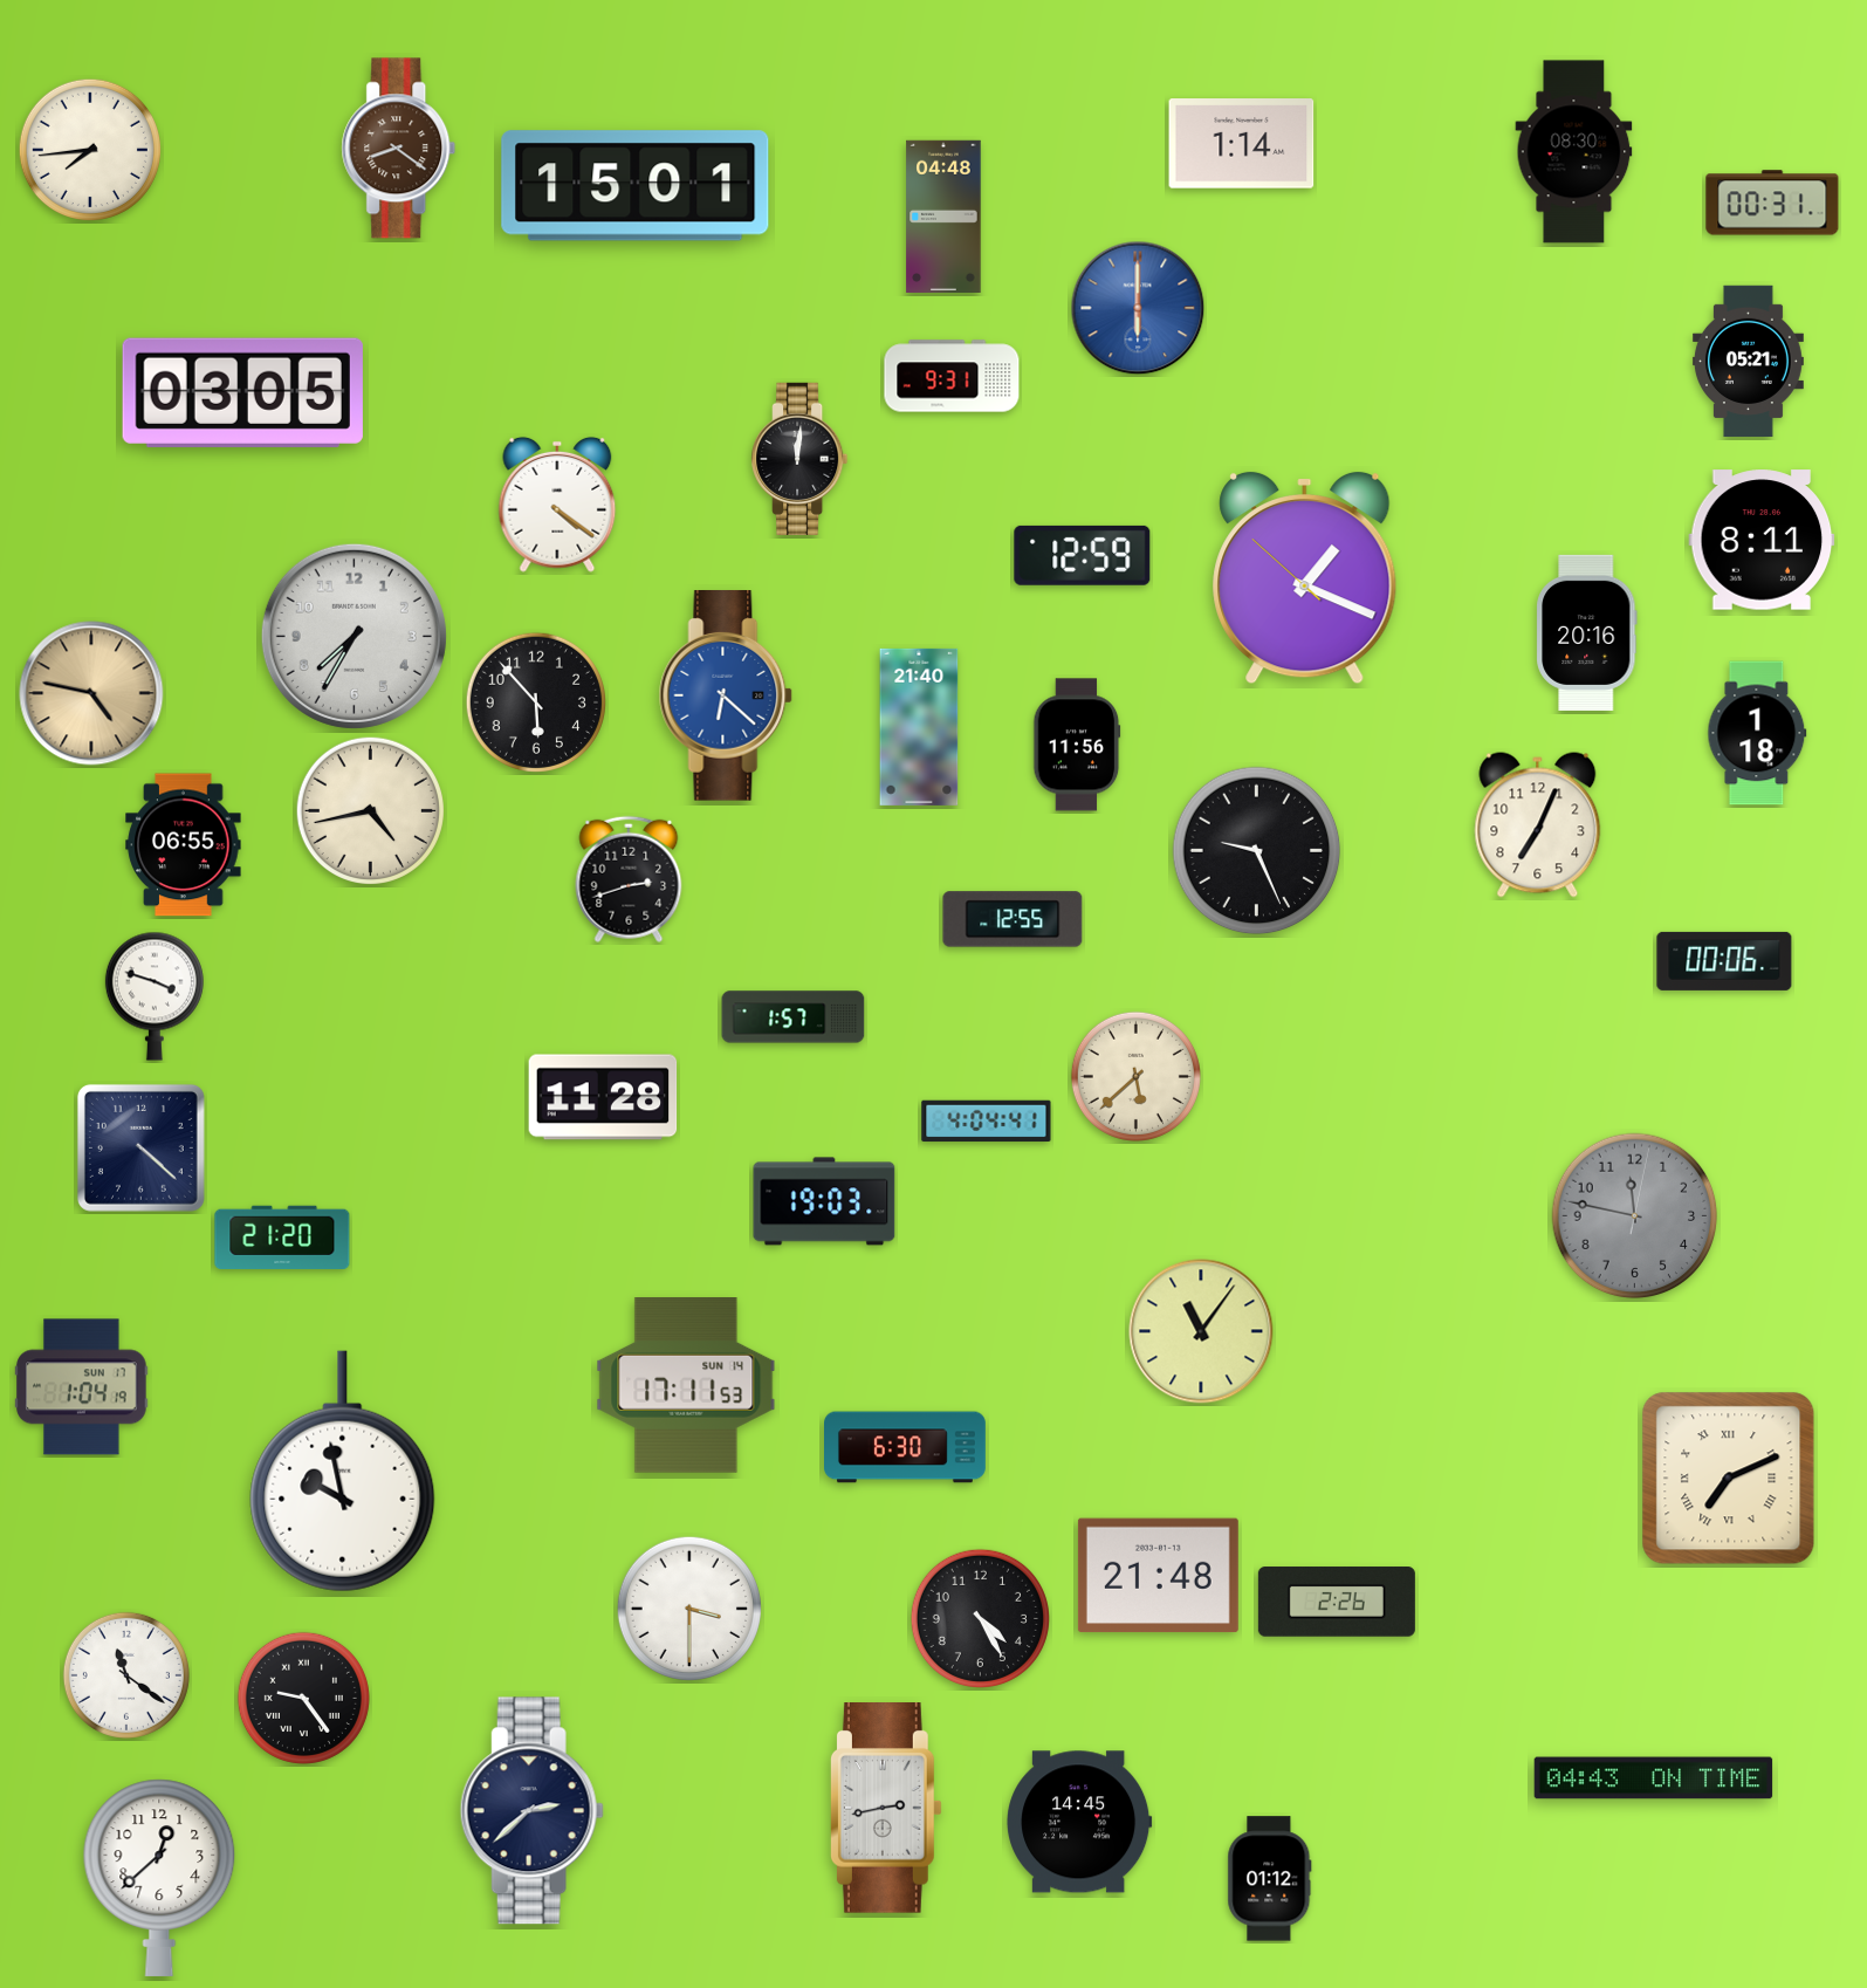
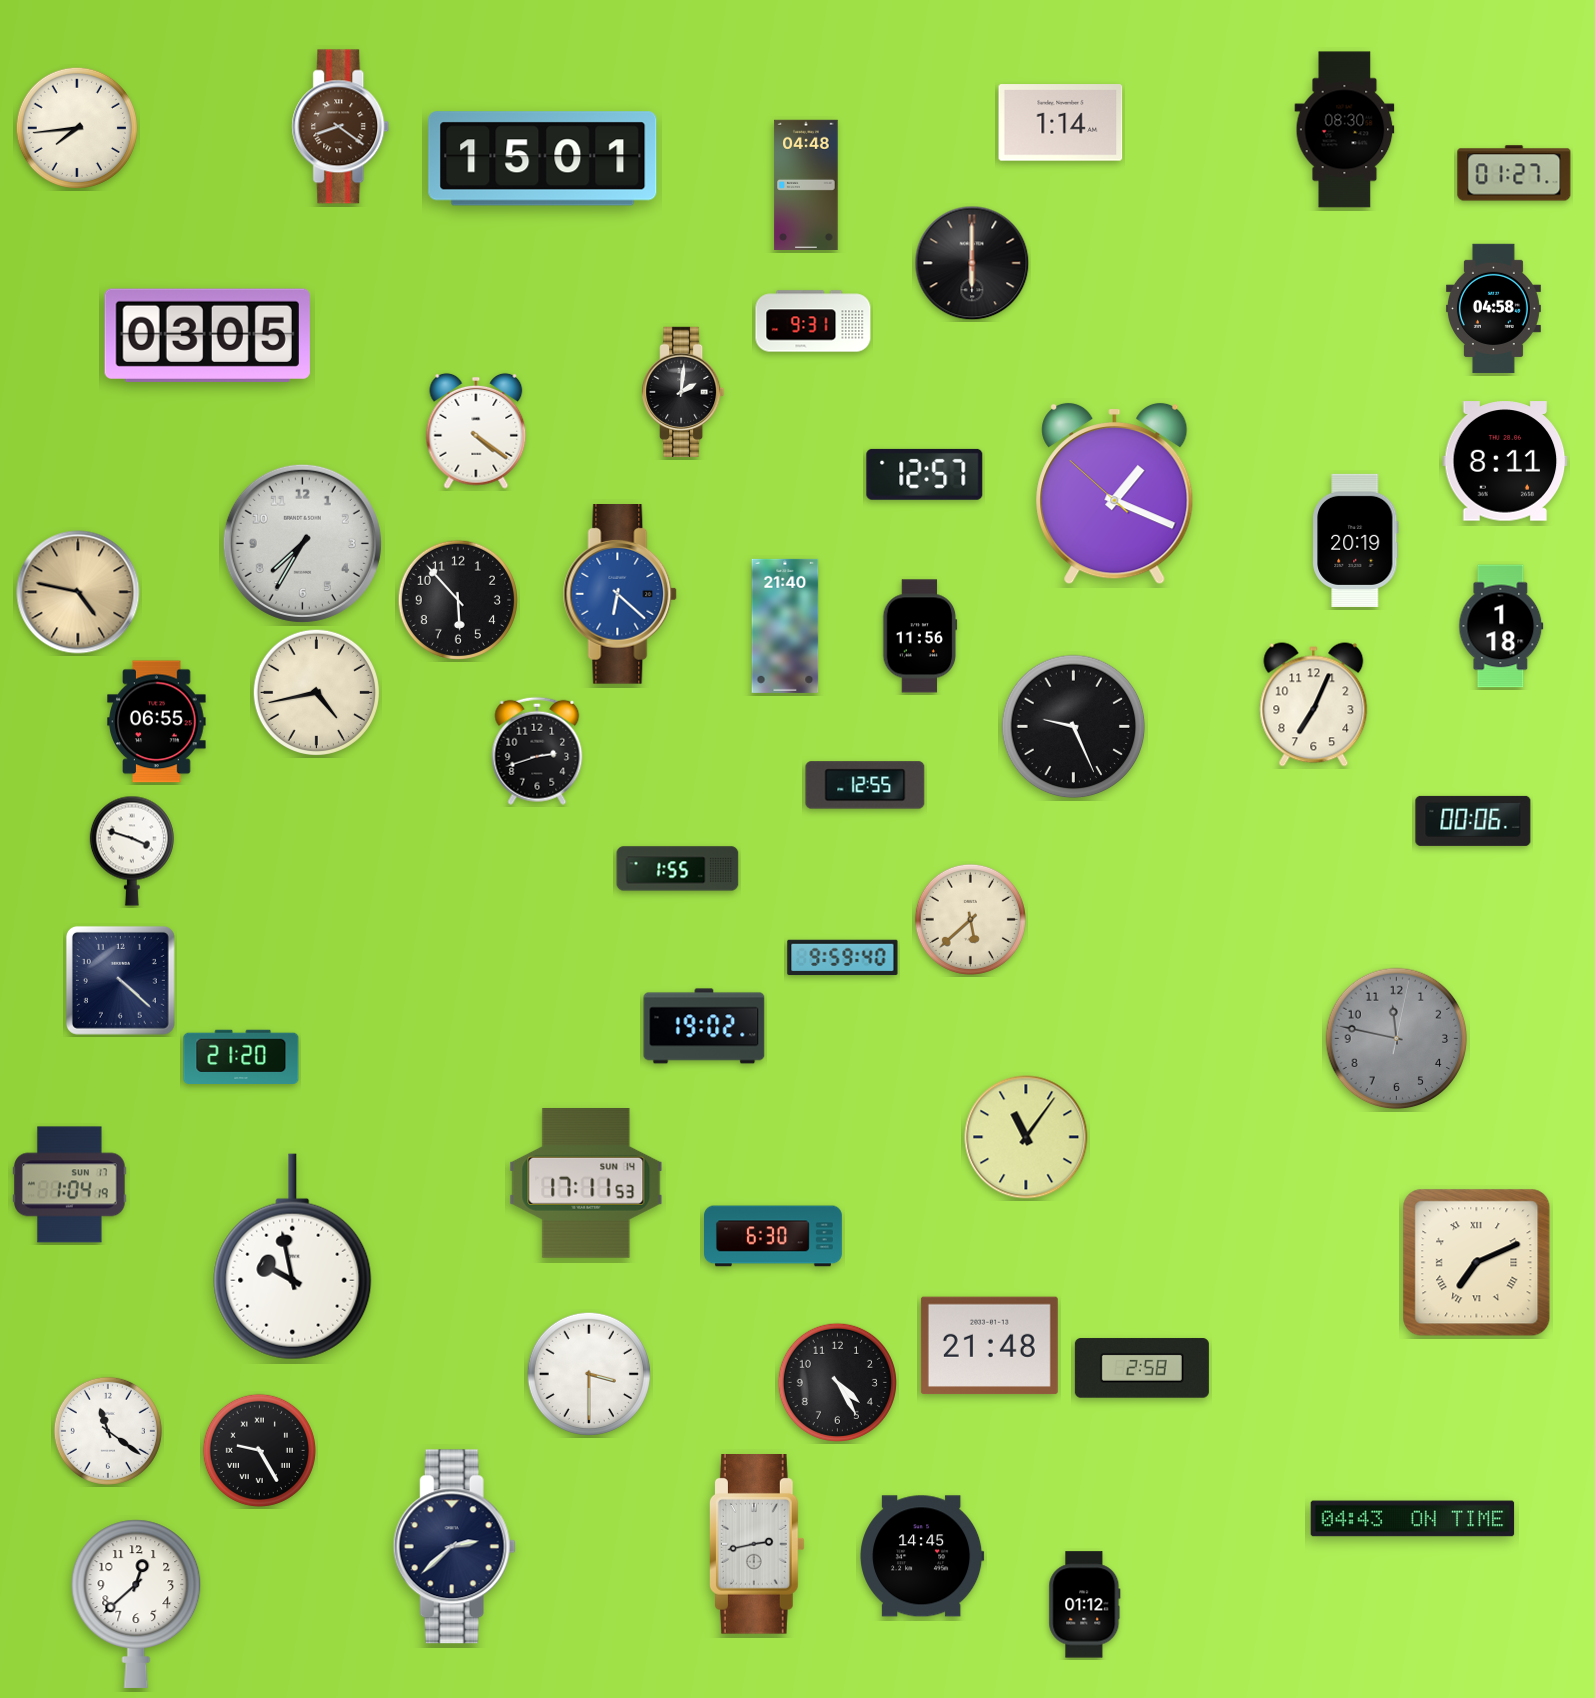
clock at (1772, 203): 00:31 -> 01:27
clock at (1138, 308) dial: blue -> black
clock at (1748, 362): 05:21 -> 04:58
clock at (799, 459): 12:01 -> 2:01
clock at (1083, 555): 12:59 -> 12:57
clock at (1587, 632): 20:16 -> 20:19
clock at (919, 727) position: (919, 727) -> (785, 626)
clock at (794, 1017): 1:57 -> 1:55
clock at (603, 1097): 11:28 -> none
clock at (987, 1122): 4:04 -> 9:59
clock at (824, 1201): 19:03 -> 19:02
clock at (1337, 1602): 2:26 -> 2:58
clock at (303, 1698): 9:24 -> 9:25
